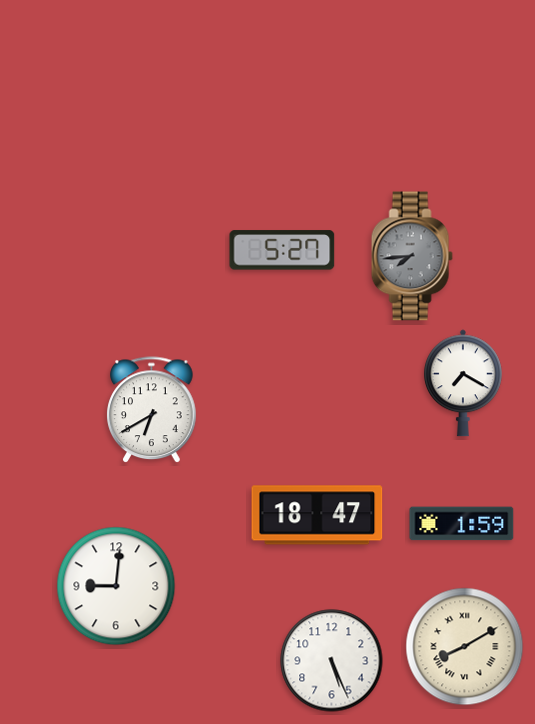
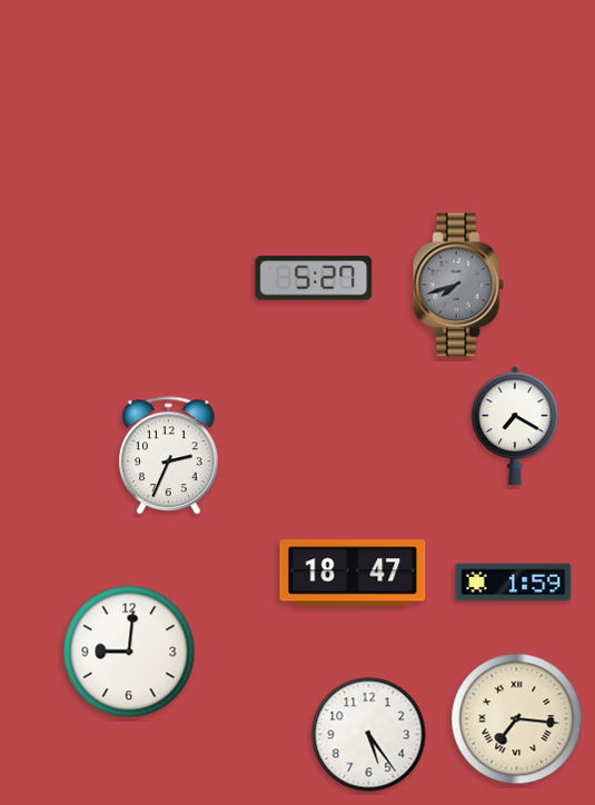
clock at (412, 256): 7:44 -> 7:42
clock at (152, 410): 6:40 -> 2:34
clock at (465, 647): 8:10 -> 7:16
clock at (332, 661): 5:26 -> 5:24
